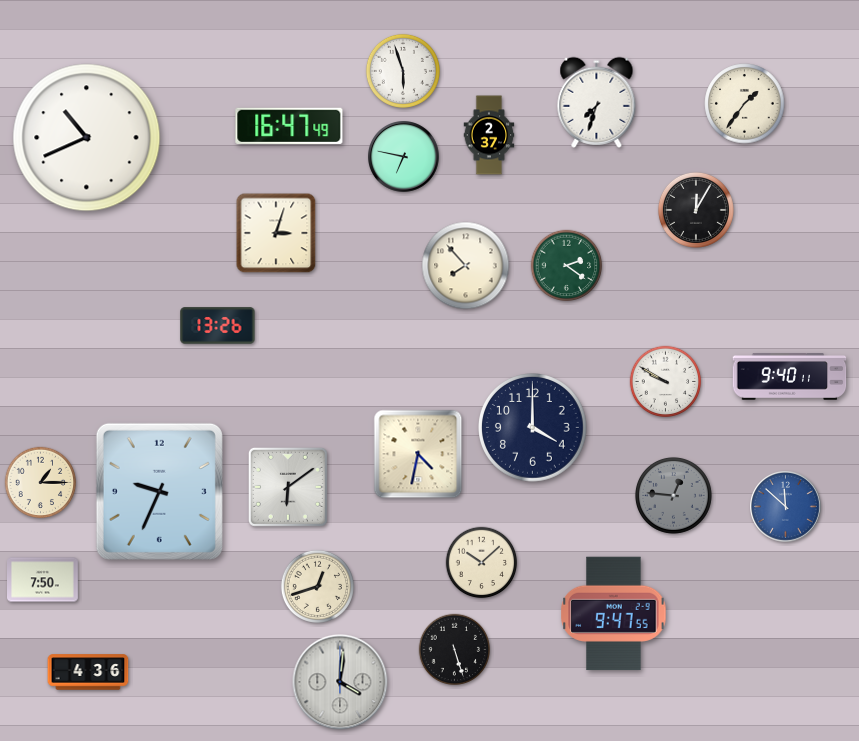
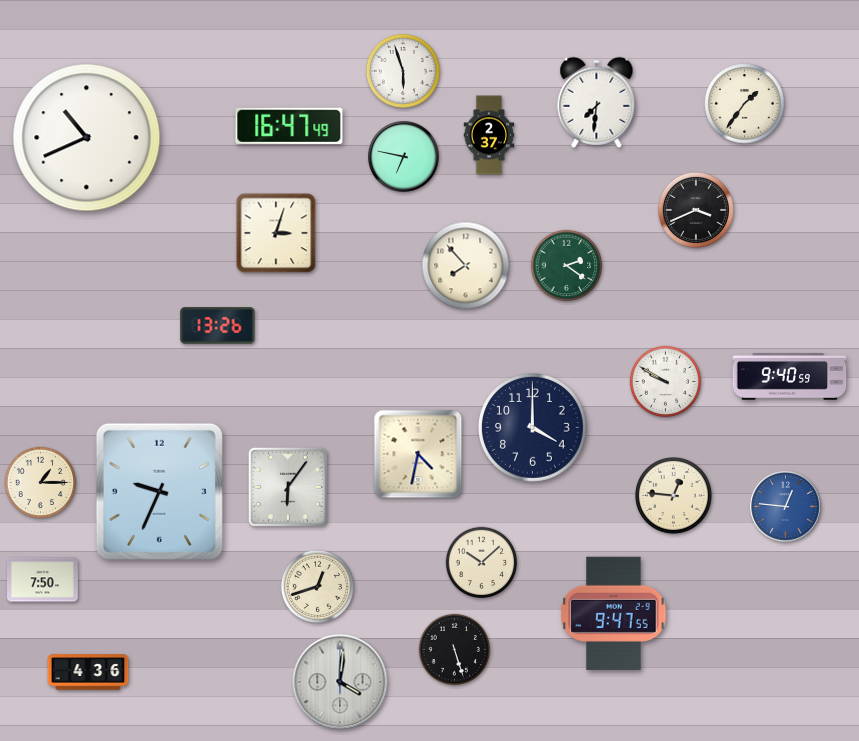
clock at (597, 102): 7:33 -> 7:31
clock at (696, 210): 12:05 -> 3:41
clock at (790, 377): 9:40:11 -> 9:40:59
clock at (288, 487): 6:09 -> 6:06
clock at (673, 495) dial: grey -> cream
clock at (786, 507): 11:52 -> 12:46
